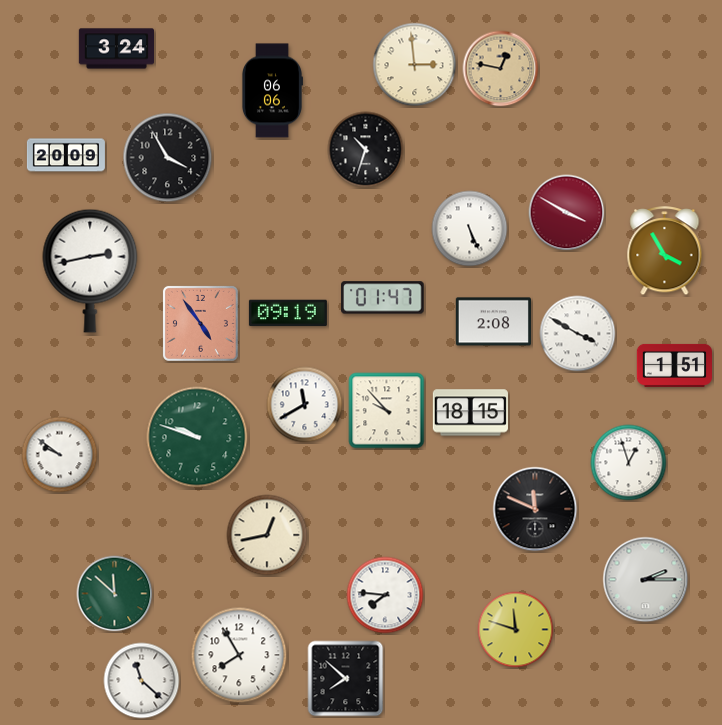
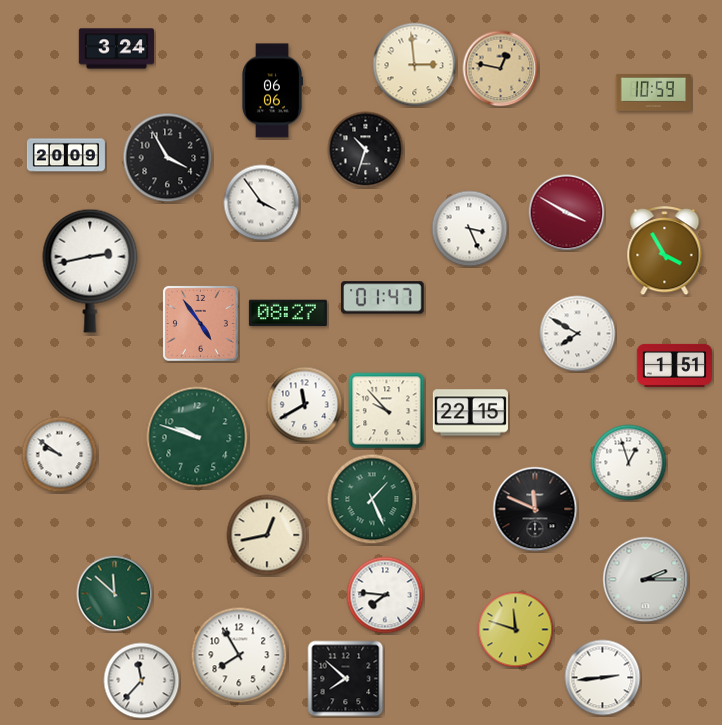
clock at (653, 92): none -> 10:59
clock at (262, 203): none -> 3:54
clock at (470, 229): 5:26 -> 3:26
clock at (288, 313): 09:19 -> 08:27
clock at (493, 322): 2:08 -> none
clock at (578, 334): 3:50 -> 7:50
clock at (470, 413): 18:15 -> 22:15
clock at (372, 499): none -> 1:26
clock at (603, 678): none -> 2:44
clock at (142, 681): 11:22 -> 11:37
